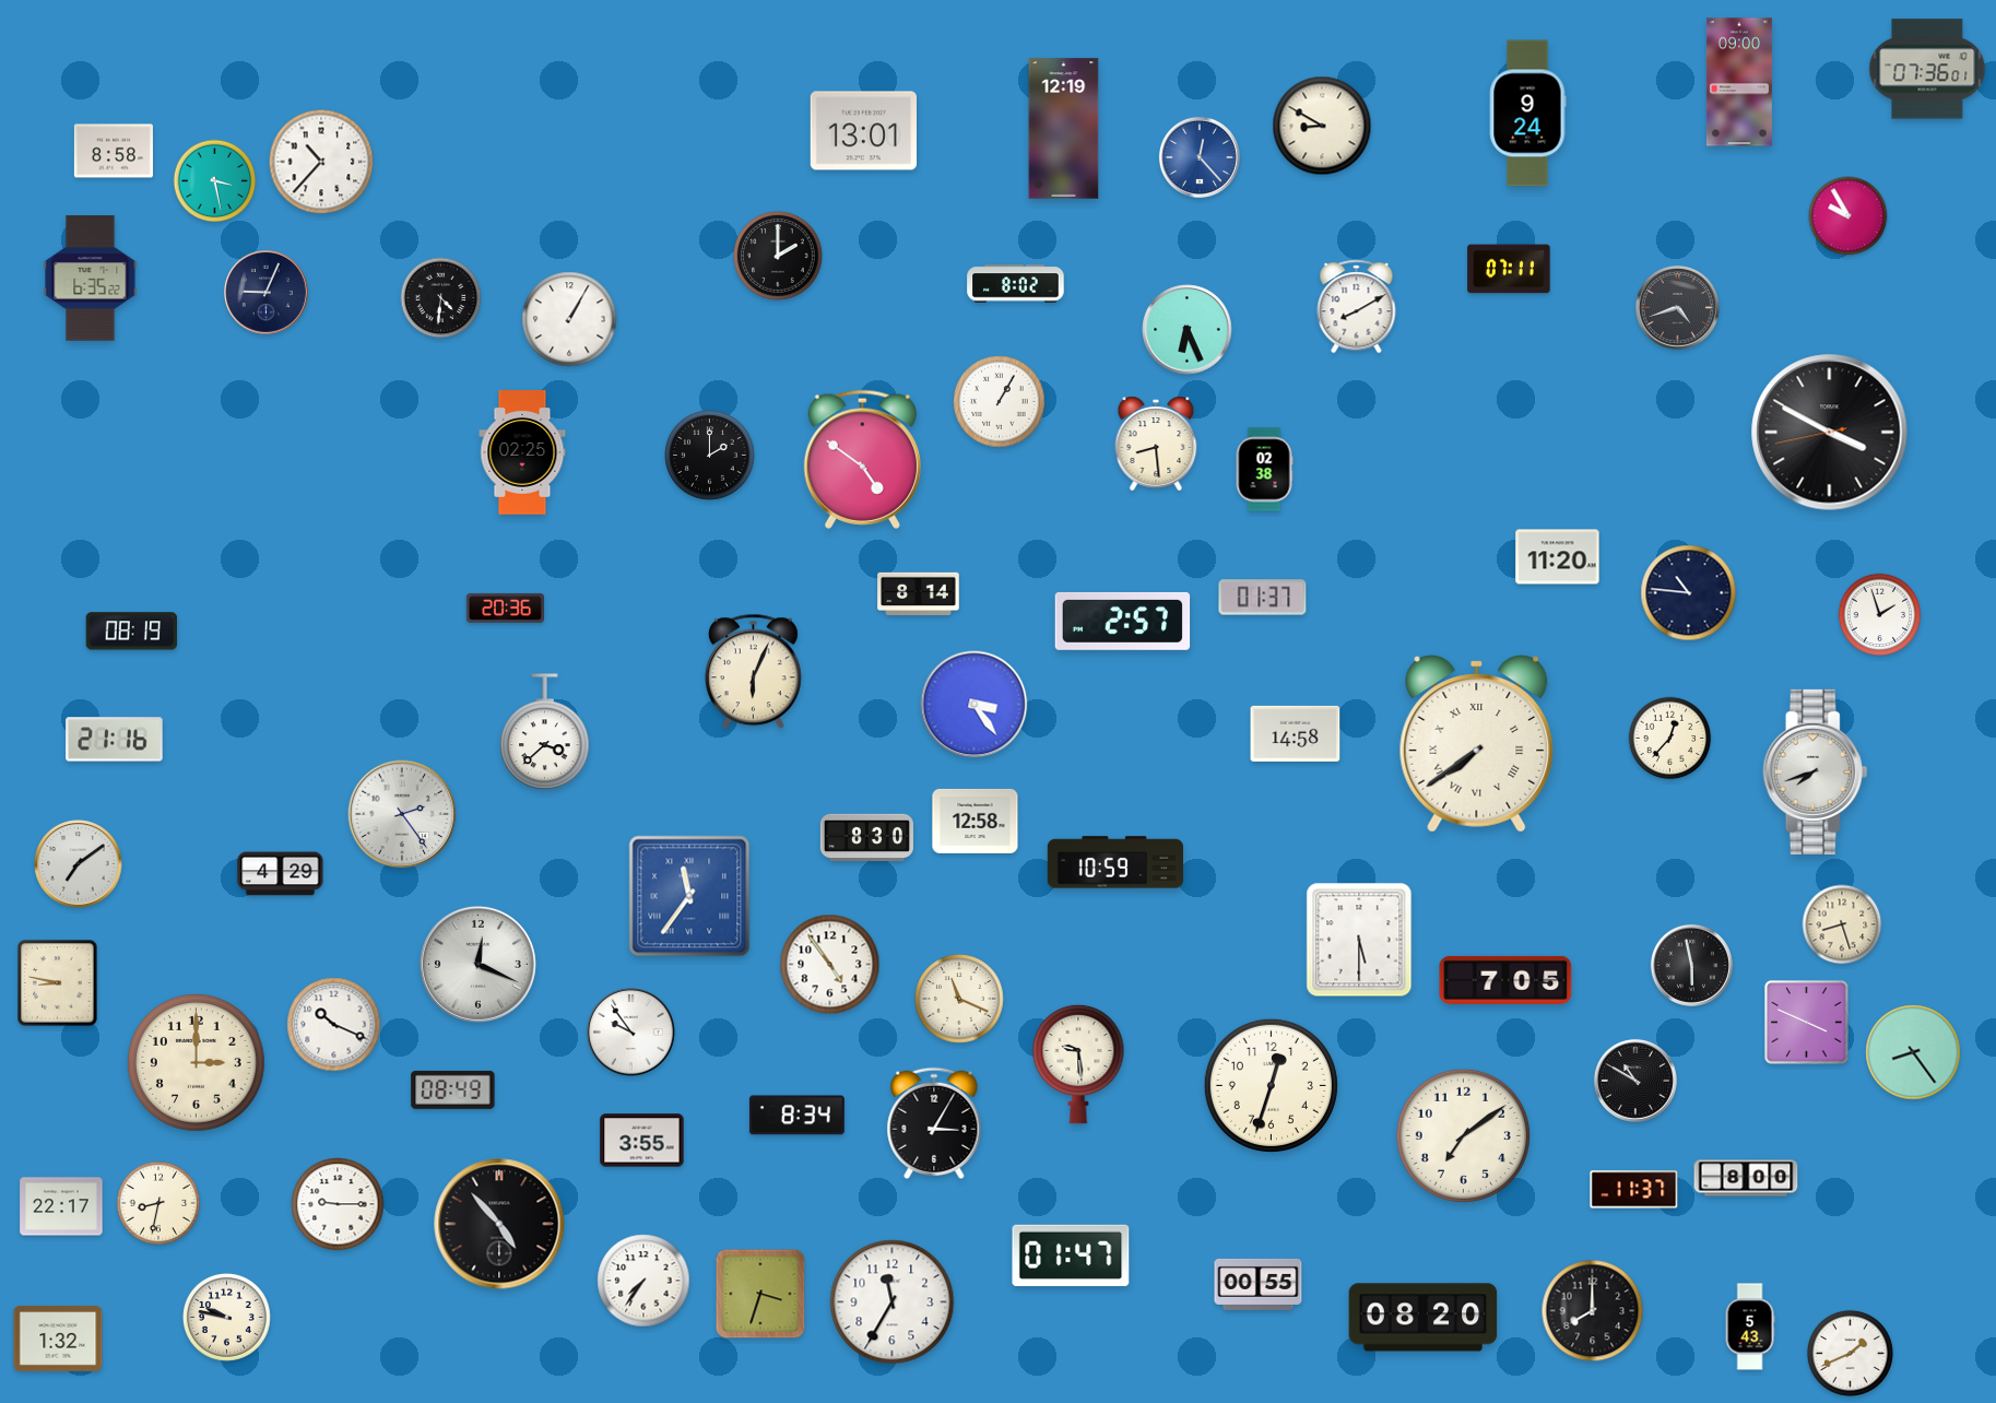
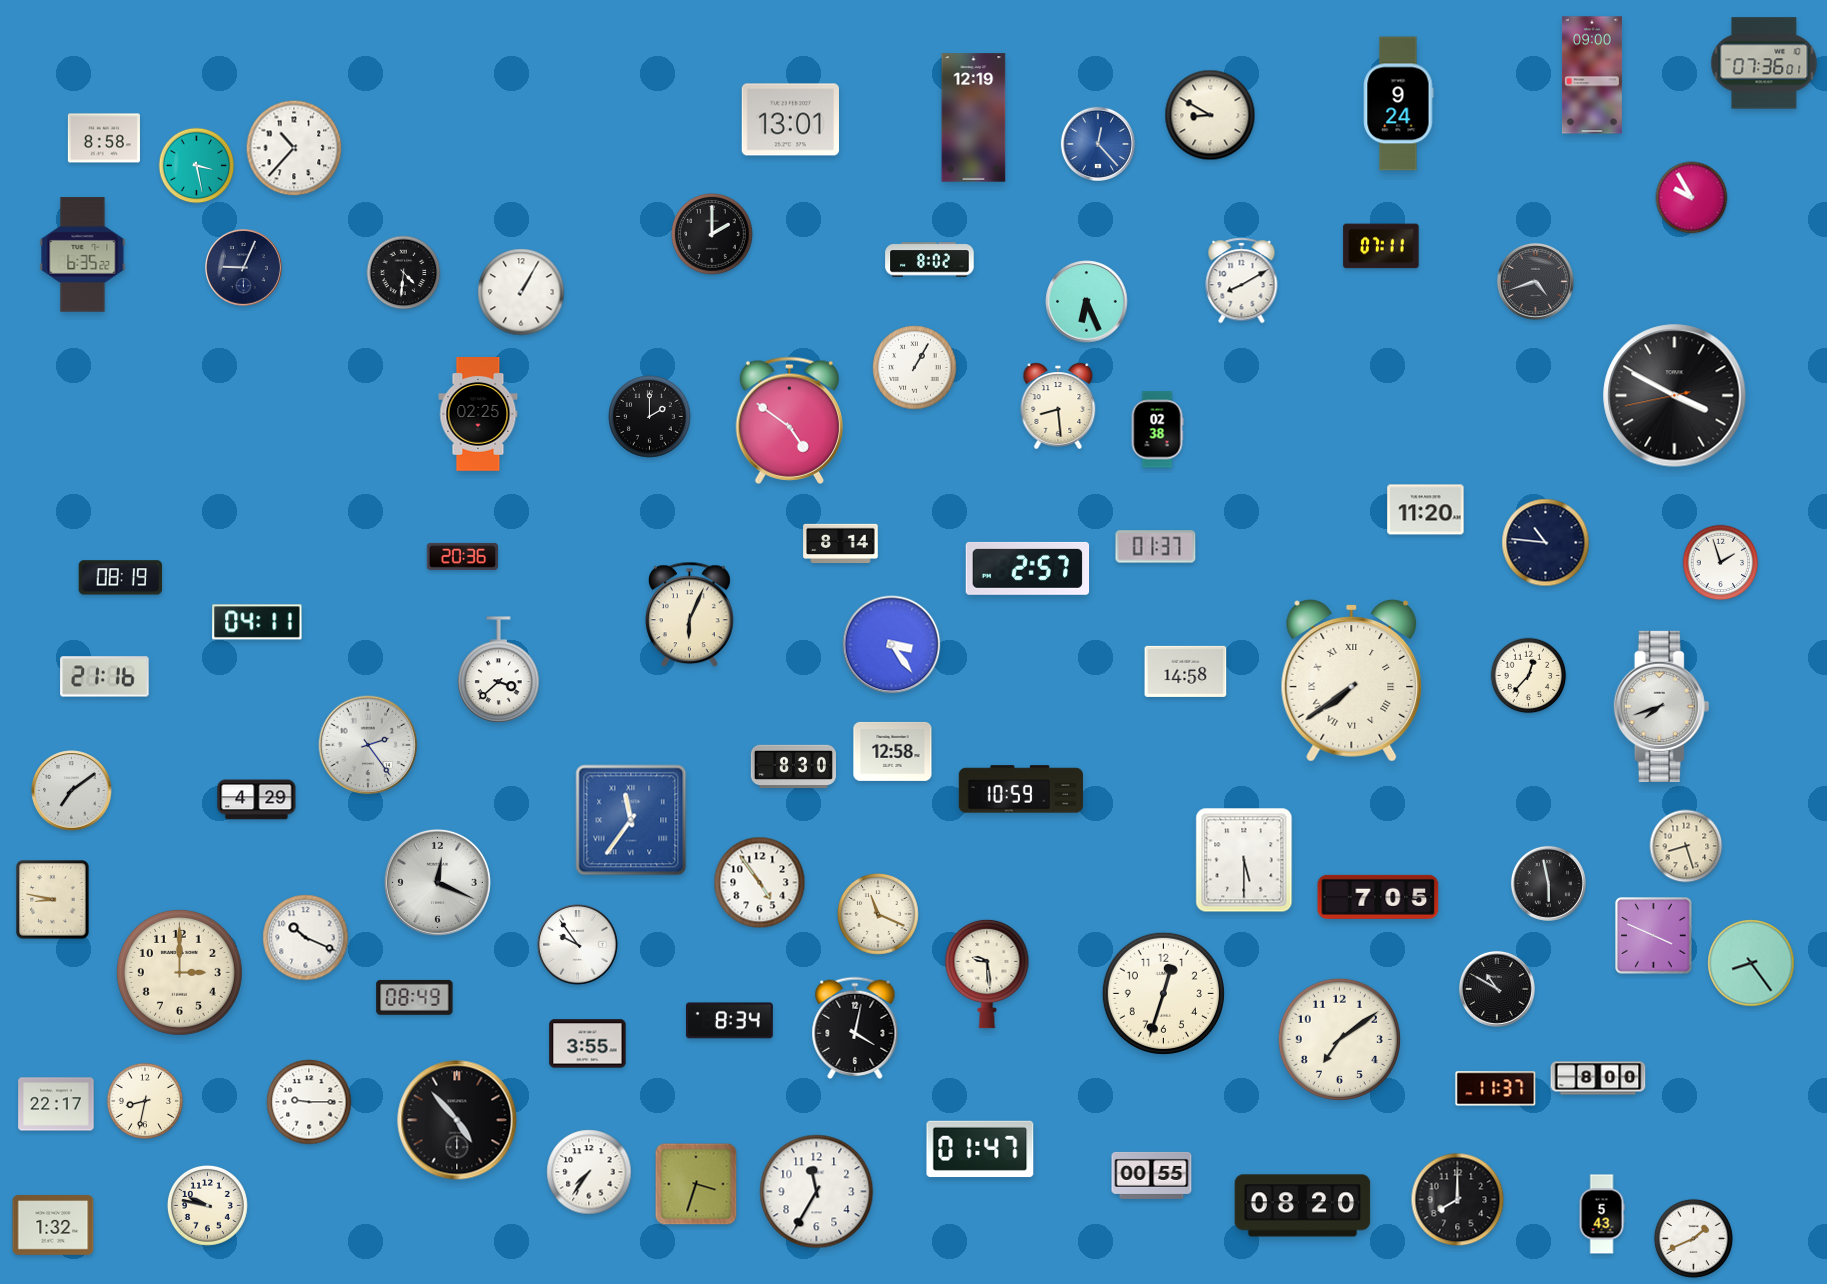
clock at (257, 622): none -> 04:11
clock at (934, 1123): 3:05 -> 4:02
